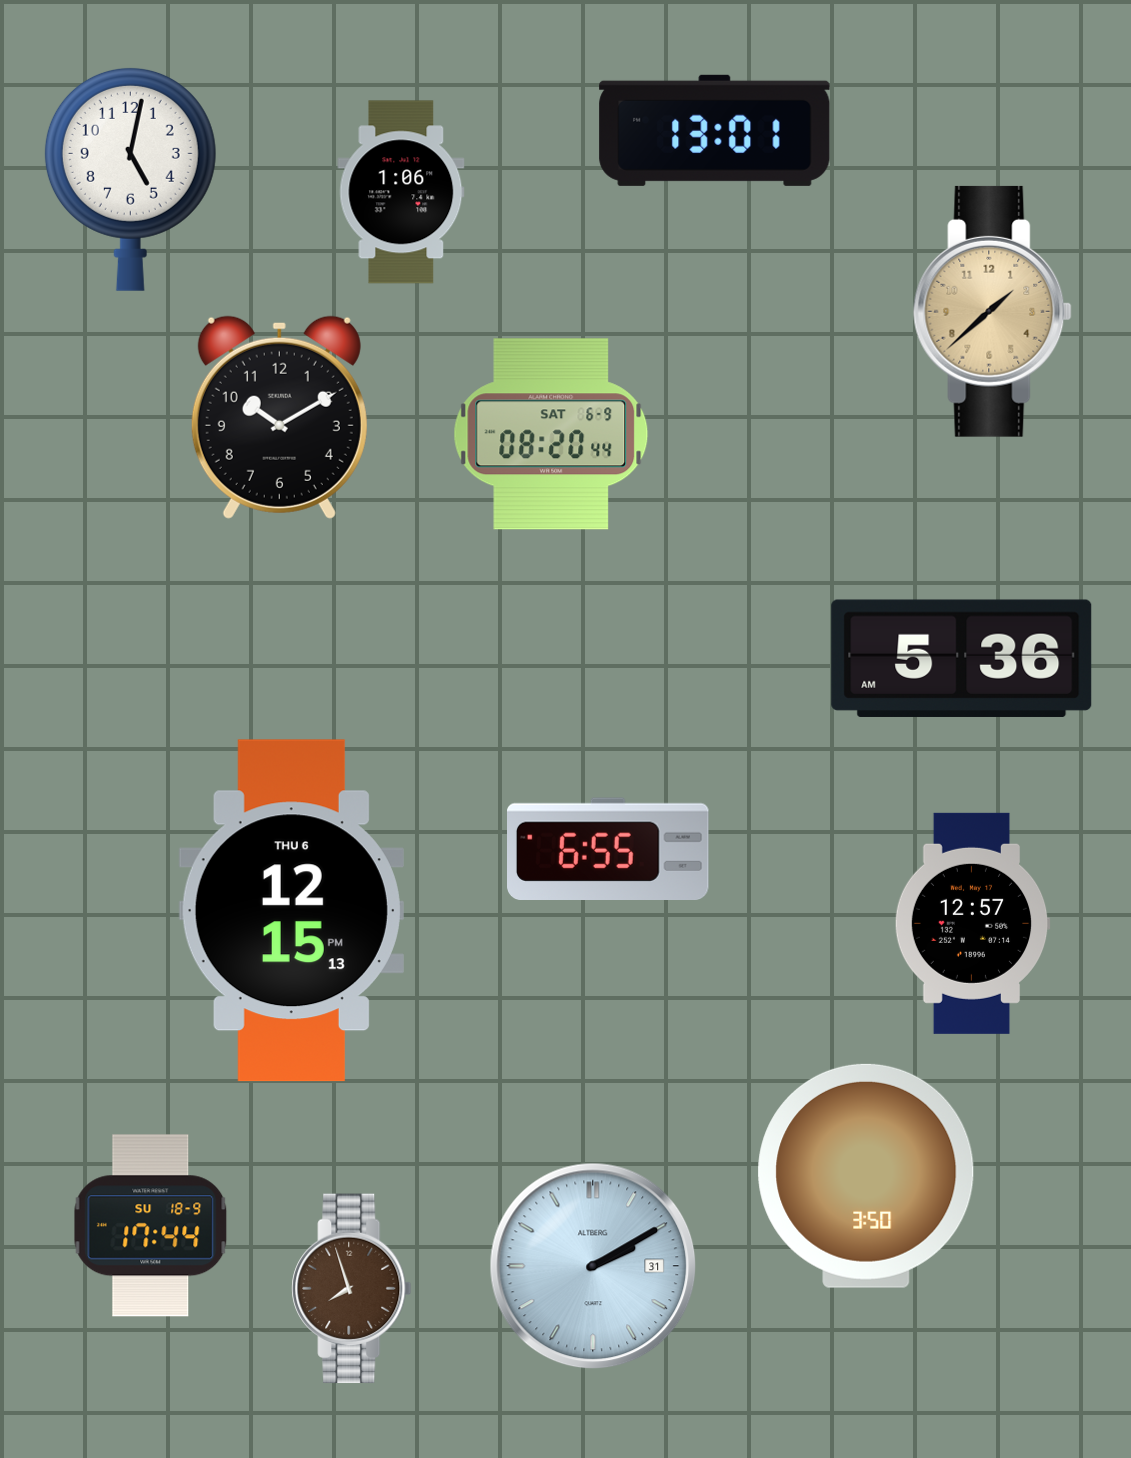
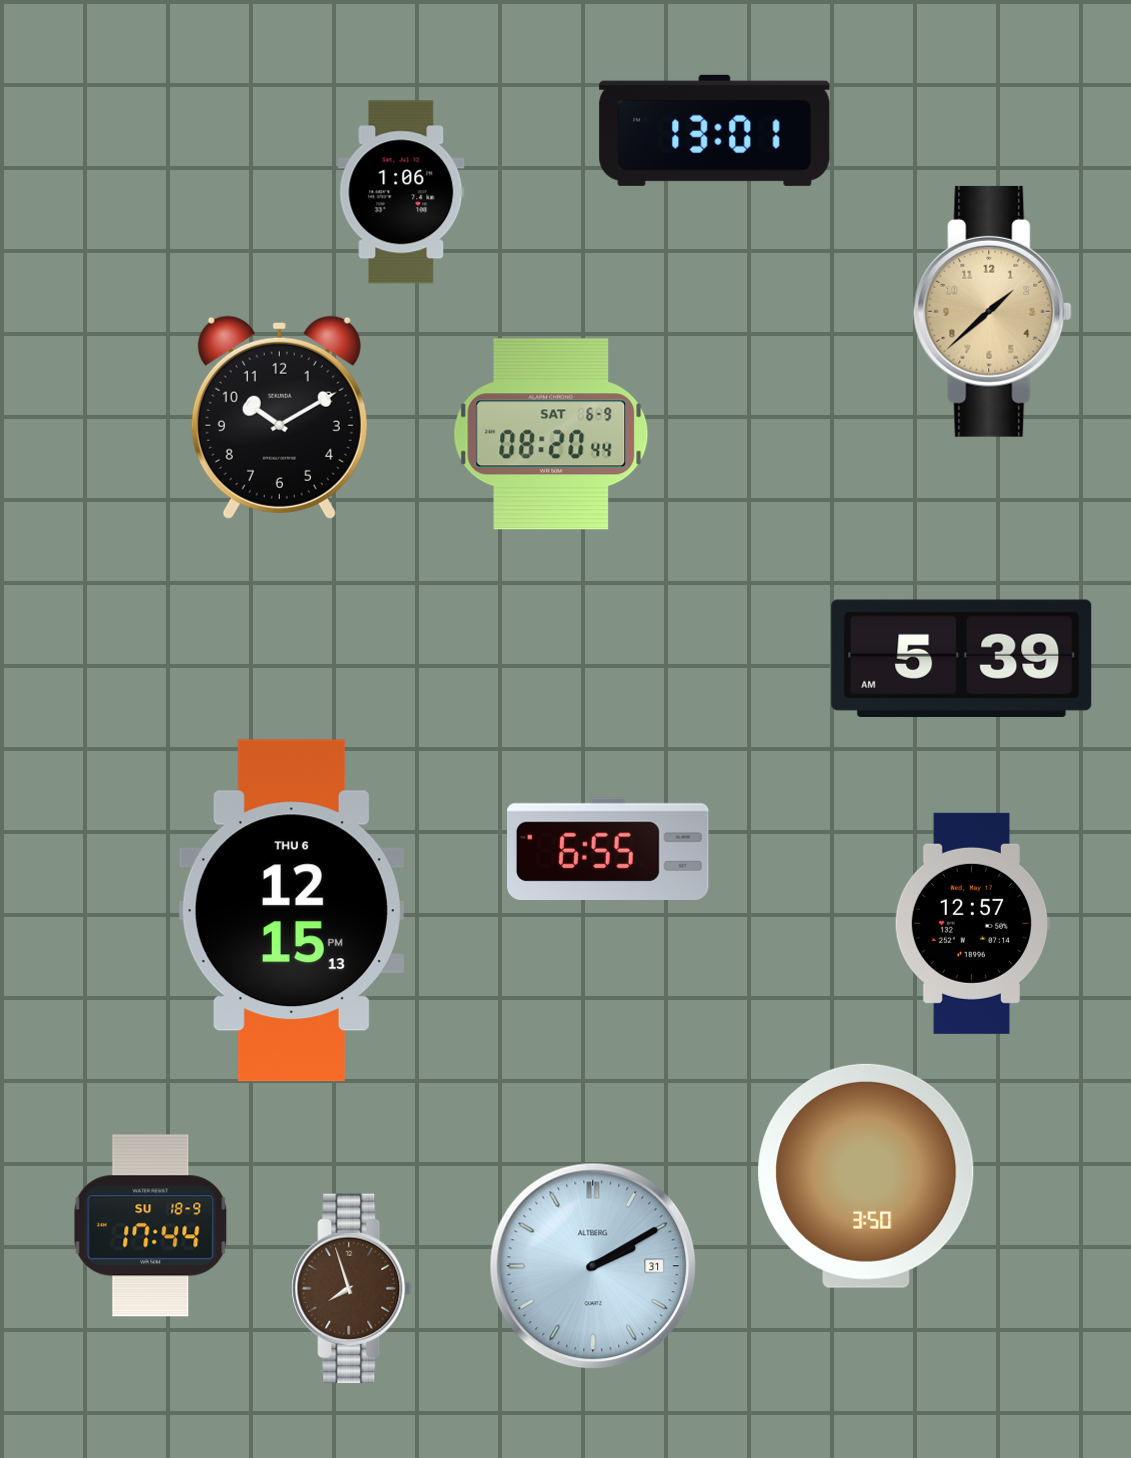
clock at (130, 179): 5:02 -> none
clock at (962, 658): 5:36 -> 5:39
